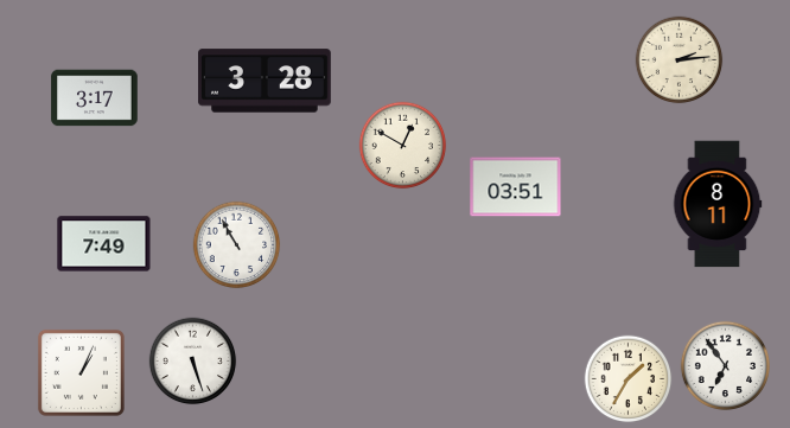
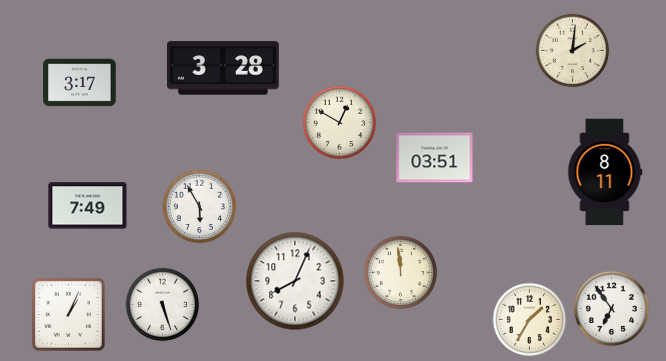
clock at (680, 60): 2:14 -> 2:01
clock at (237, 245): 10:55 -> 5:55
clock at (401, 273): none -> 11:59
clock at (295, 281): none -> 8:04
